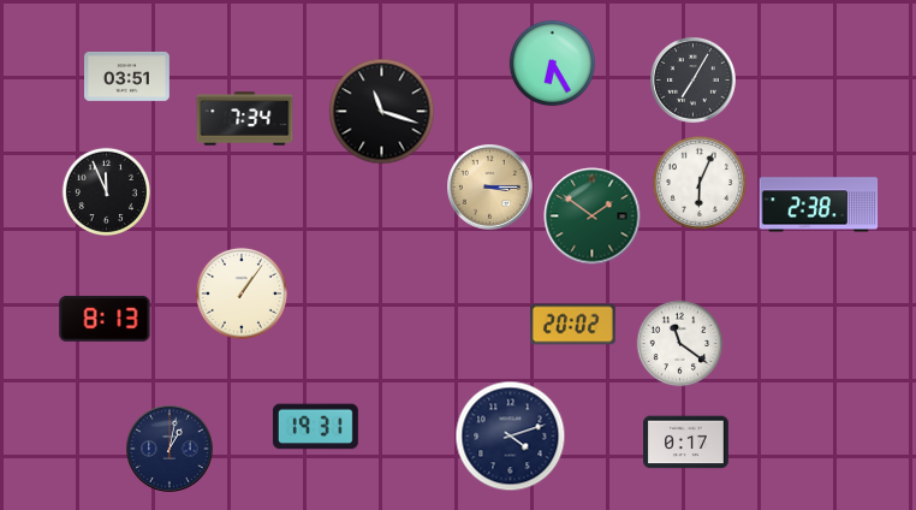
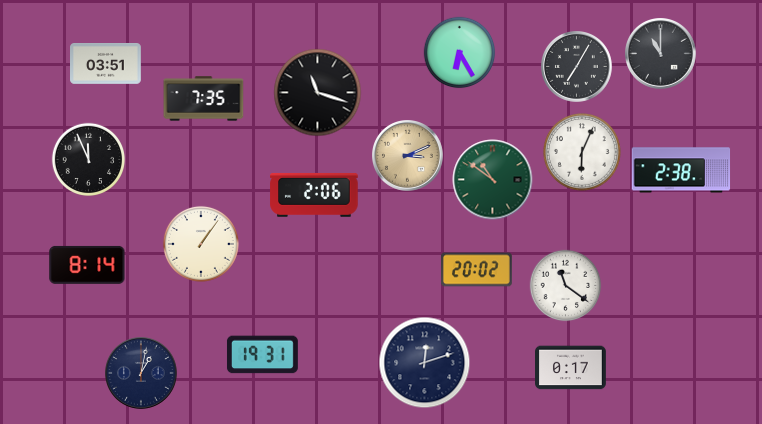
clock at (661, 54): none -> 11:00
clock at (245, 119): 7:34 -> 7:35
clock at (490, 188): 3:15 -> 3:11
clock at (593, 217): 1:51 -> 10:51
clock at (314, 195): none -> 2:06
clock at (105, 319): 8:13 -> 8:14
clock at (511, 437): 4:12 -> 12:12
